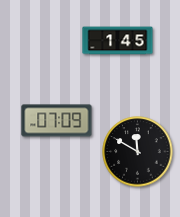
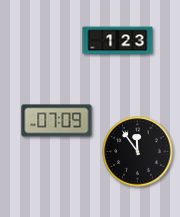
clock at (118, 41): 1:45 -> 1:23
clock at (138, 152): 11:50 -> 11:54
